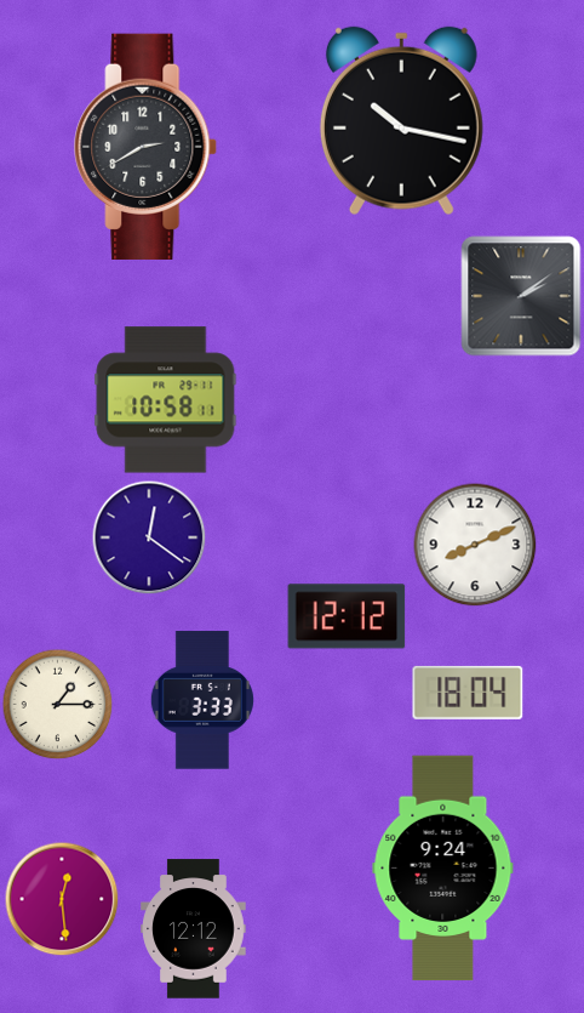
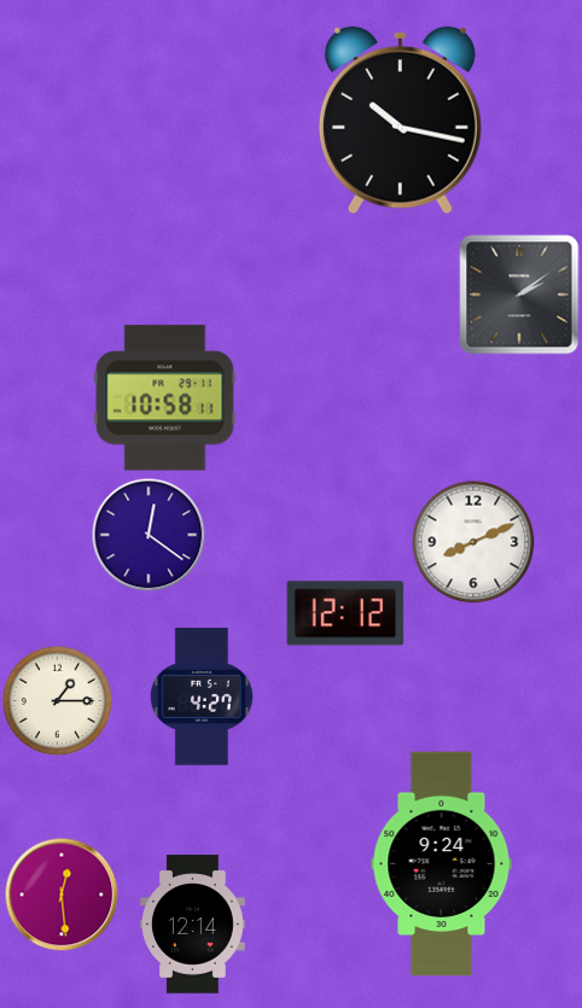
clock at (147, 147): 2:40 -> none
clock at (468, 693): 18:04 -> none
clock at (202, 700): 3:33 -> 4:27
clock at (194, 929): 12:12 -> 12:14
